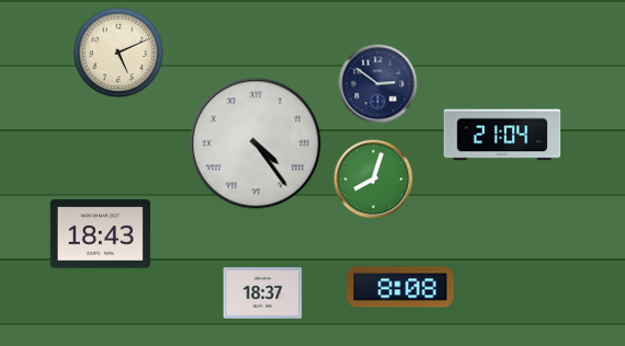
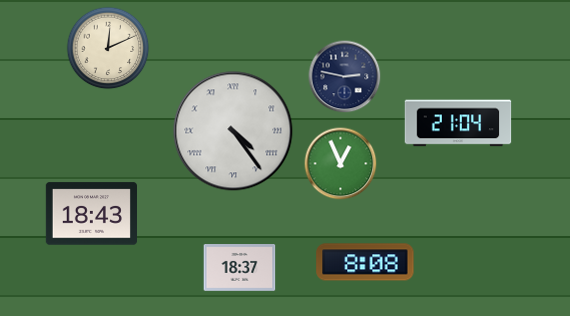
clock at (118, 53): 5:11 -> 12:11
clock at (378, 84): 2:51 -> 2:47
clock at (374, 180): 8:03 -> 12:56
